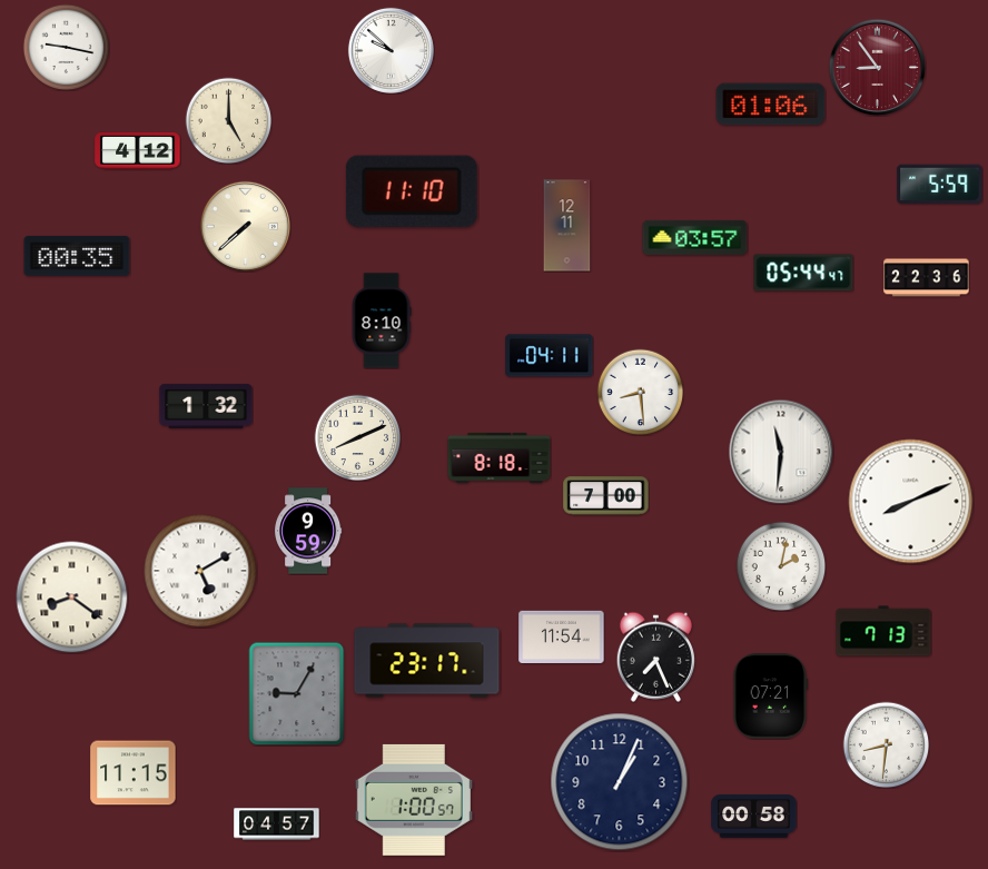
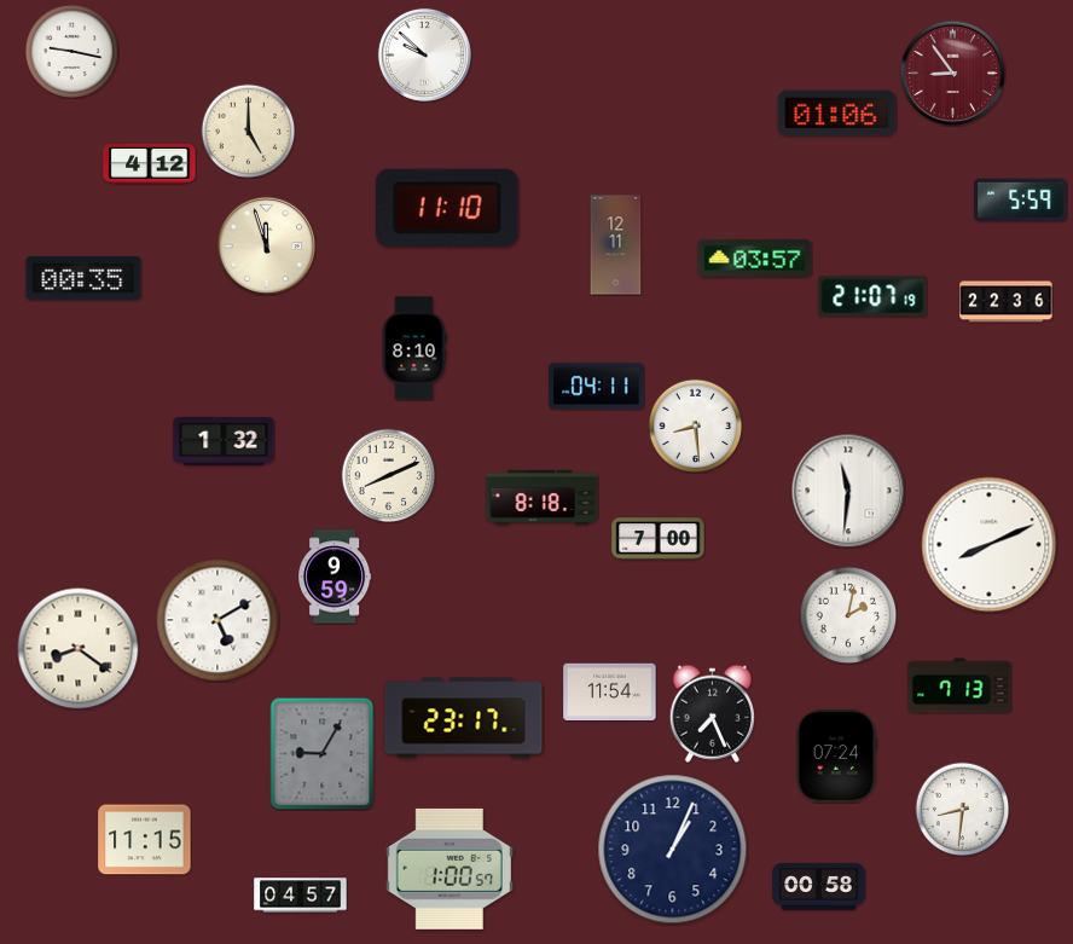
clock at (245, 226): 7:38 -> 11:57
clock at (803, 273): 05:44 -> 21:07
clock at (771, 697): 07:21 -> 07:24
